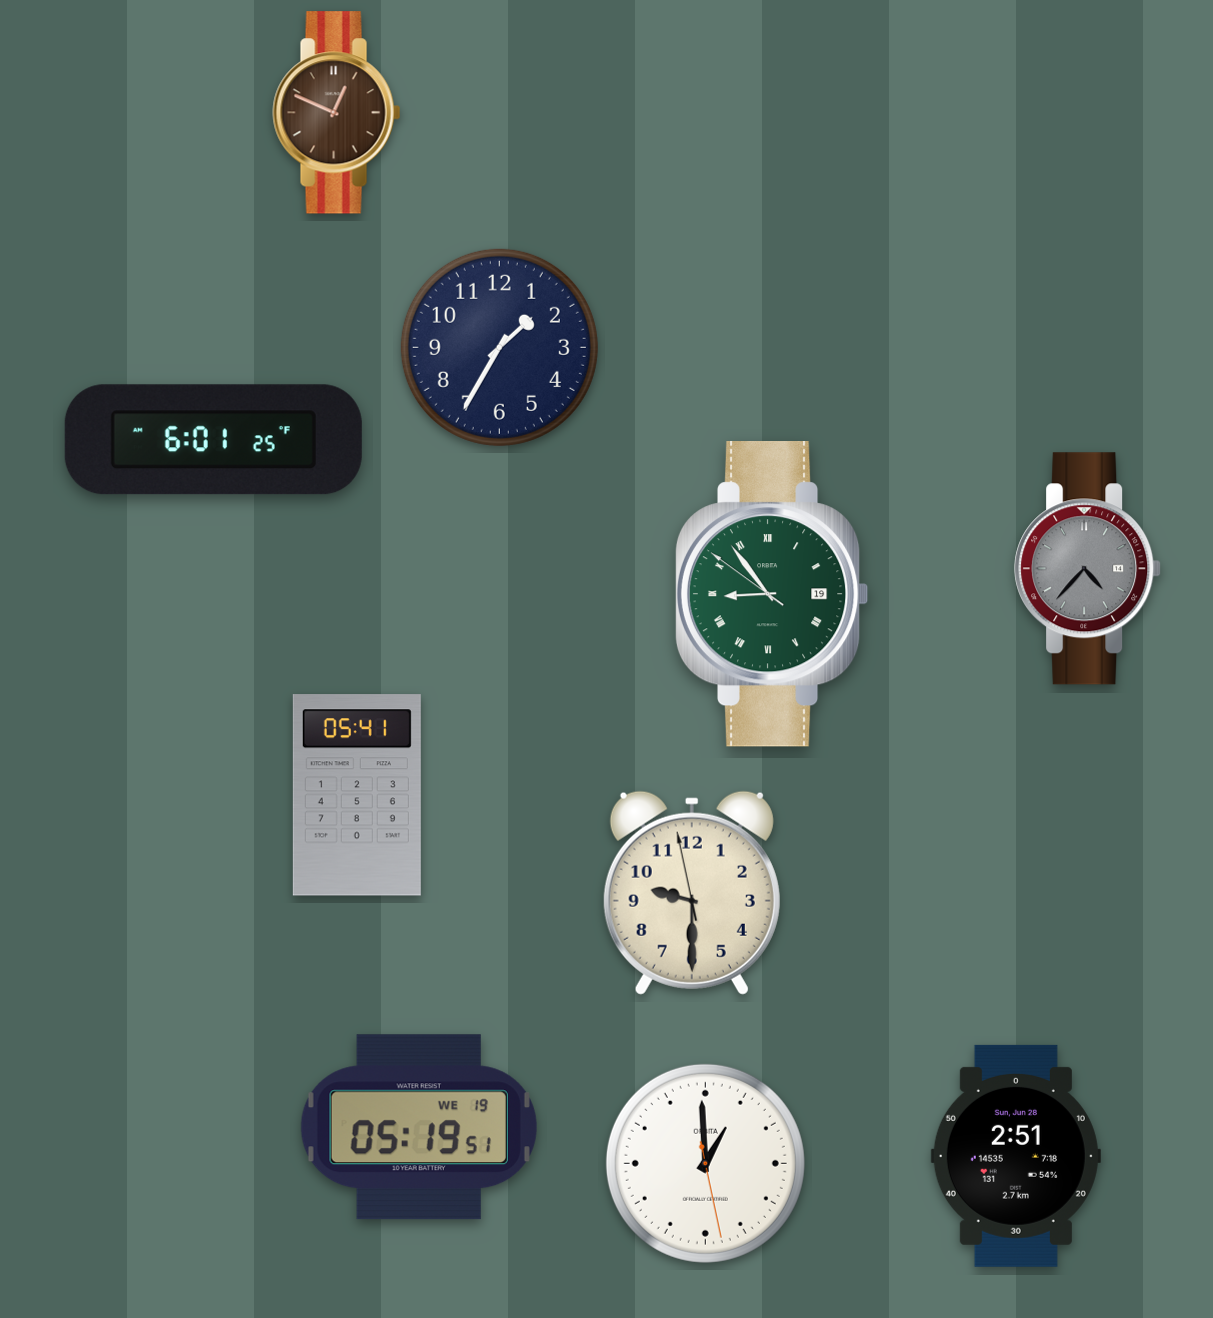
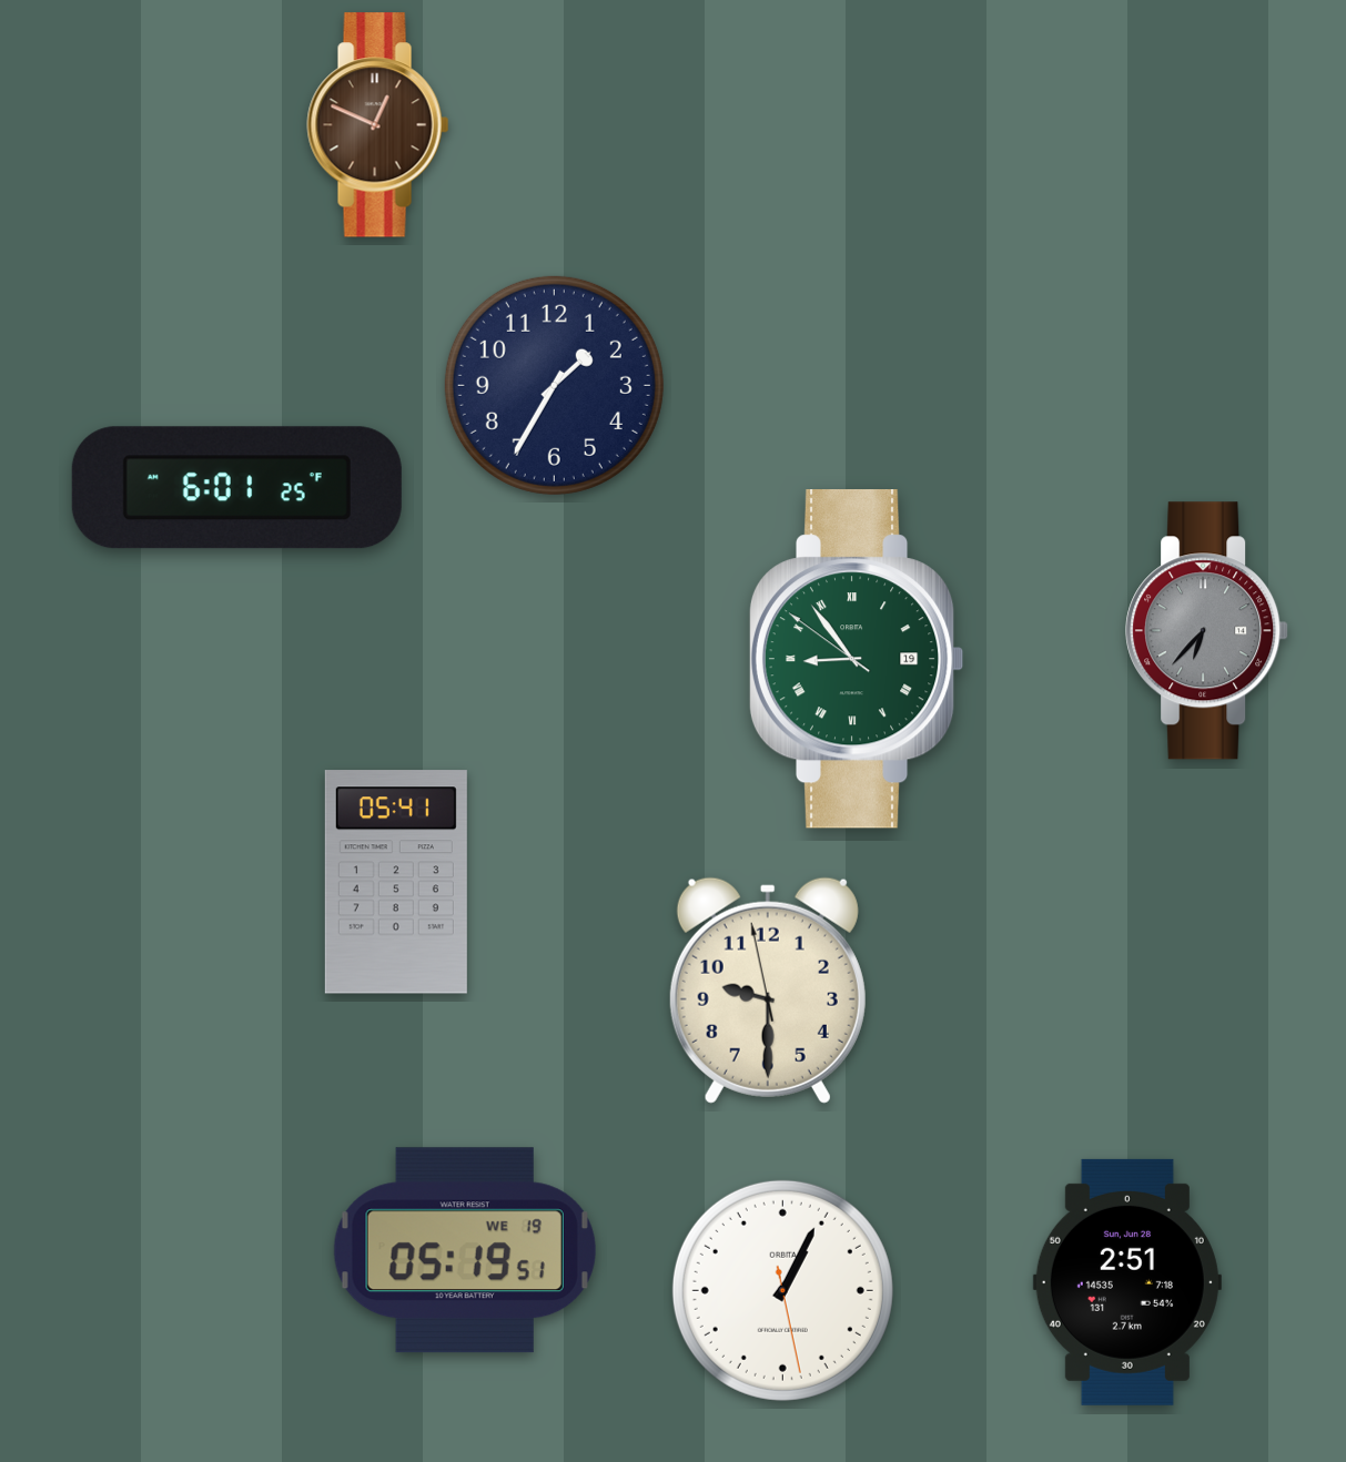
clock at (337, 113) position: (337, 113) -> (378, 125)
clock at (1088, 569): 4:37 -> 6:37
clock at (705, 1163): 12:59 -> 1:04
